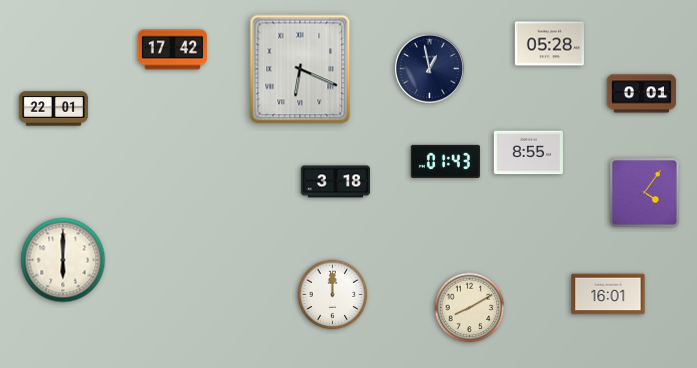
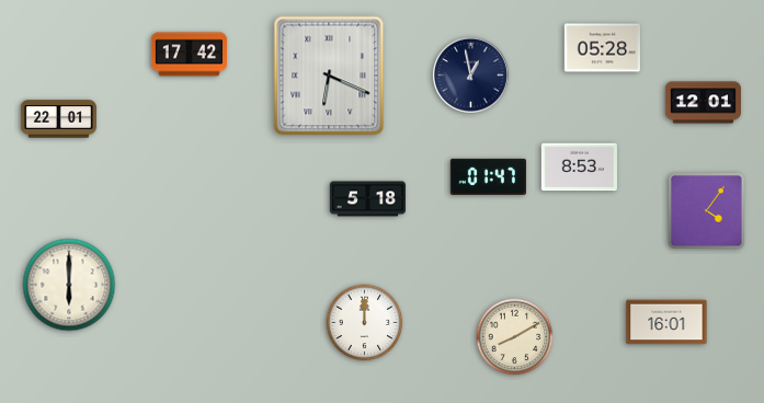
clock at (641, 94): 0:01 -> 12:01
clock at (528, 153): 8:55 -> 8:53
clock at (445, 161): 01:43 -> 01:47
clock at (335, 182): 3:18 -> 5:18
